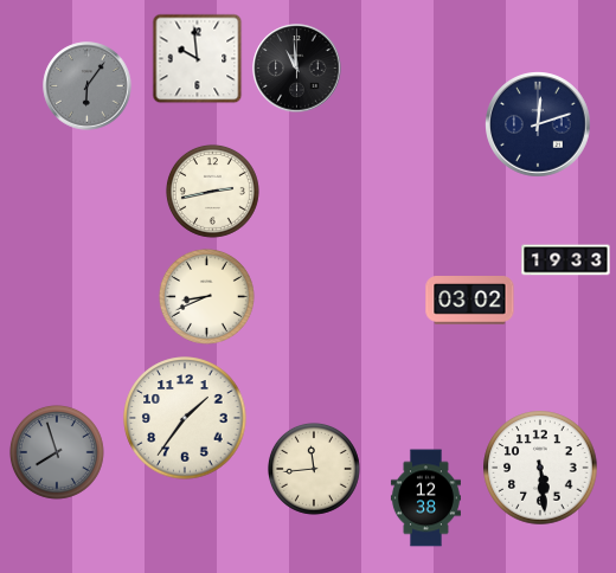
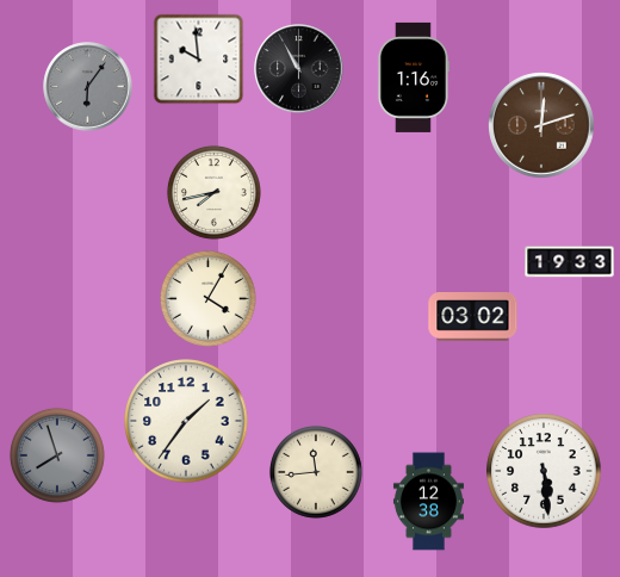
clock at (297, 69): 10:59 -> 10:55
clock at (413, 77): none -> 1:16
clock at (538, 124) dial: navy -> brown
clock at (212, 191): 2:43 -> 7:43
clock at (206, 296): 8:41 -> 4:05
clock at (470, 301) position: (470, 301) -> (473, 317)
